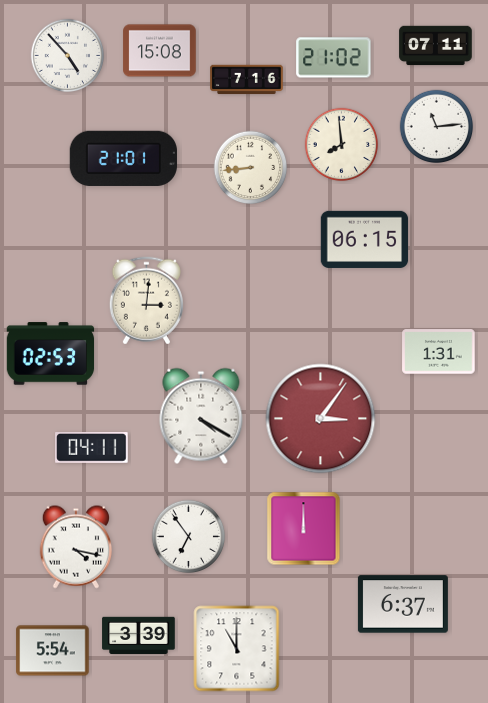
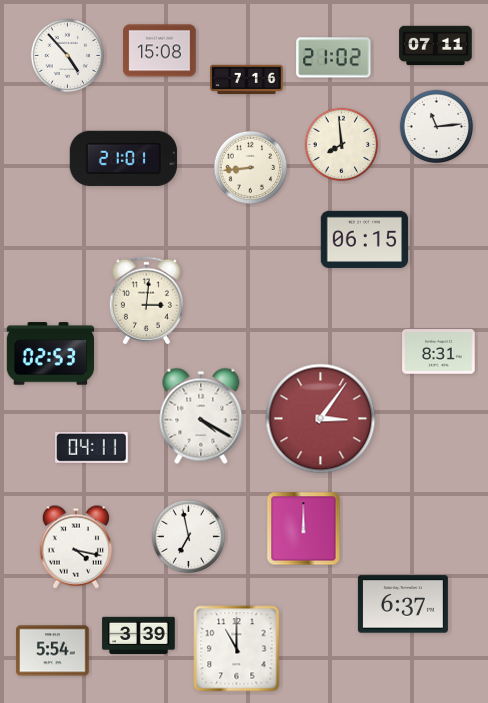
clock at (439, 352): 1:31 -> 8:31
clock at (189, 537): 6:54 -> 6:58
